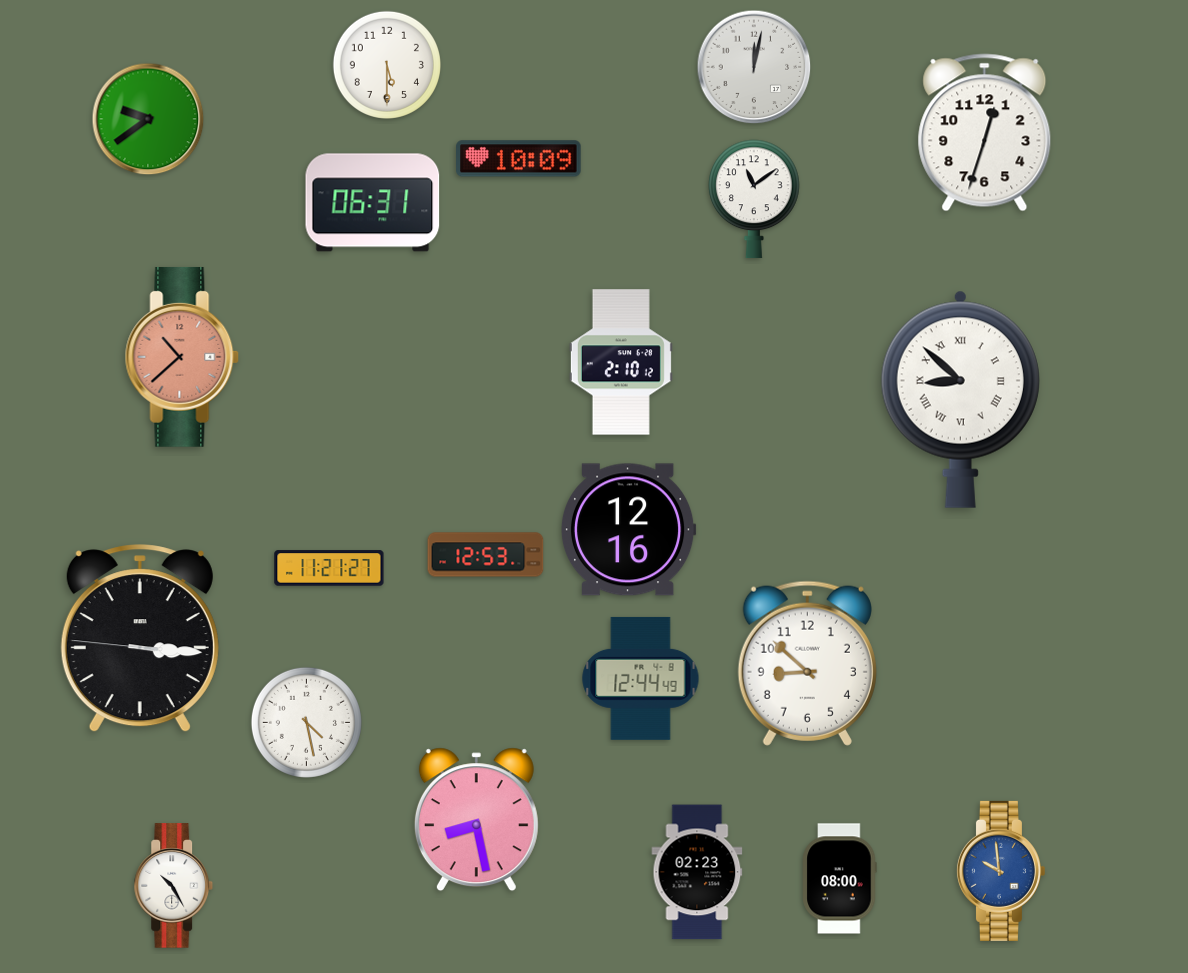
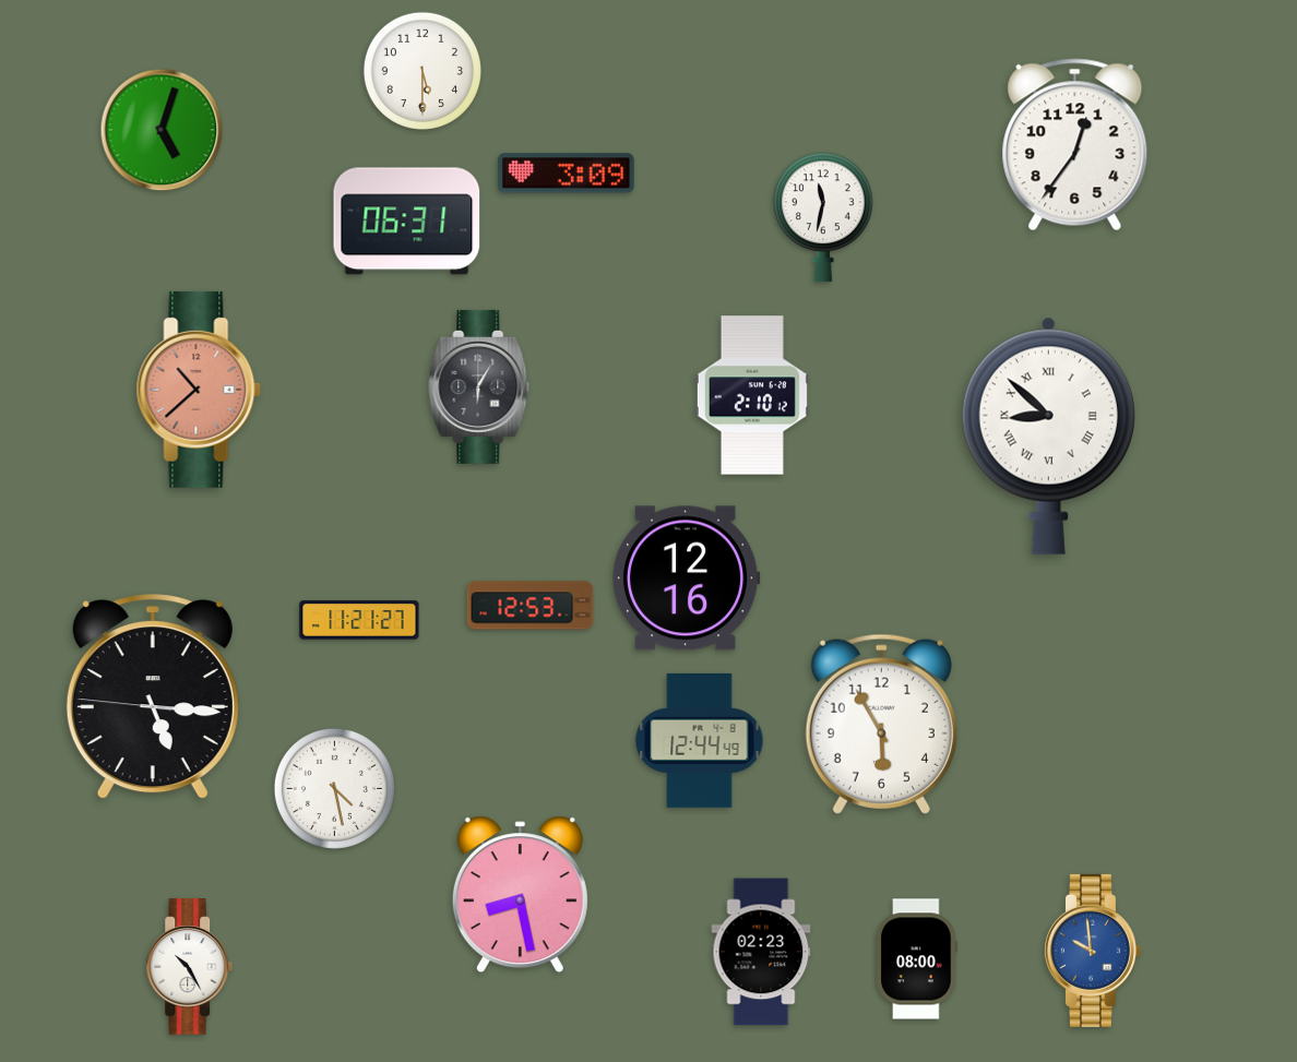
clock at (754, 67): 12:02 -> none
clock at (148, 119): 9:39 -> 5:03
clock at (985, 133): 12:33 -> 12:36
clock at (519, 159): 10:09 -> 3:09
clock at (755, 199): 11:09 -> 11:32
clock at (479, 386): none -> 6:05
clock at (621, 362) position: (621, 362) -> (752, 395)
clock at (140, 639): 3:15 -> 5:15
clock at (807, 663): 8:52 -> 5:55
